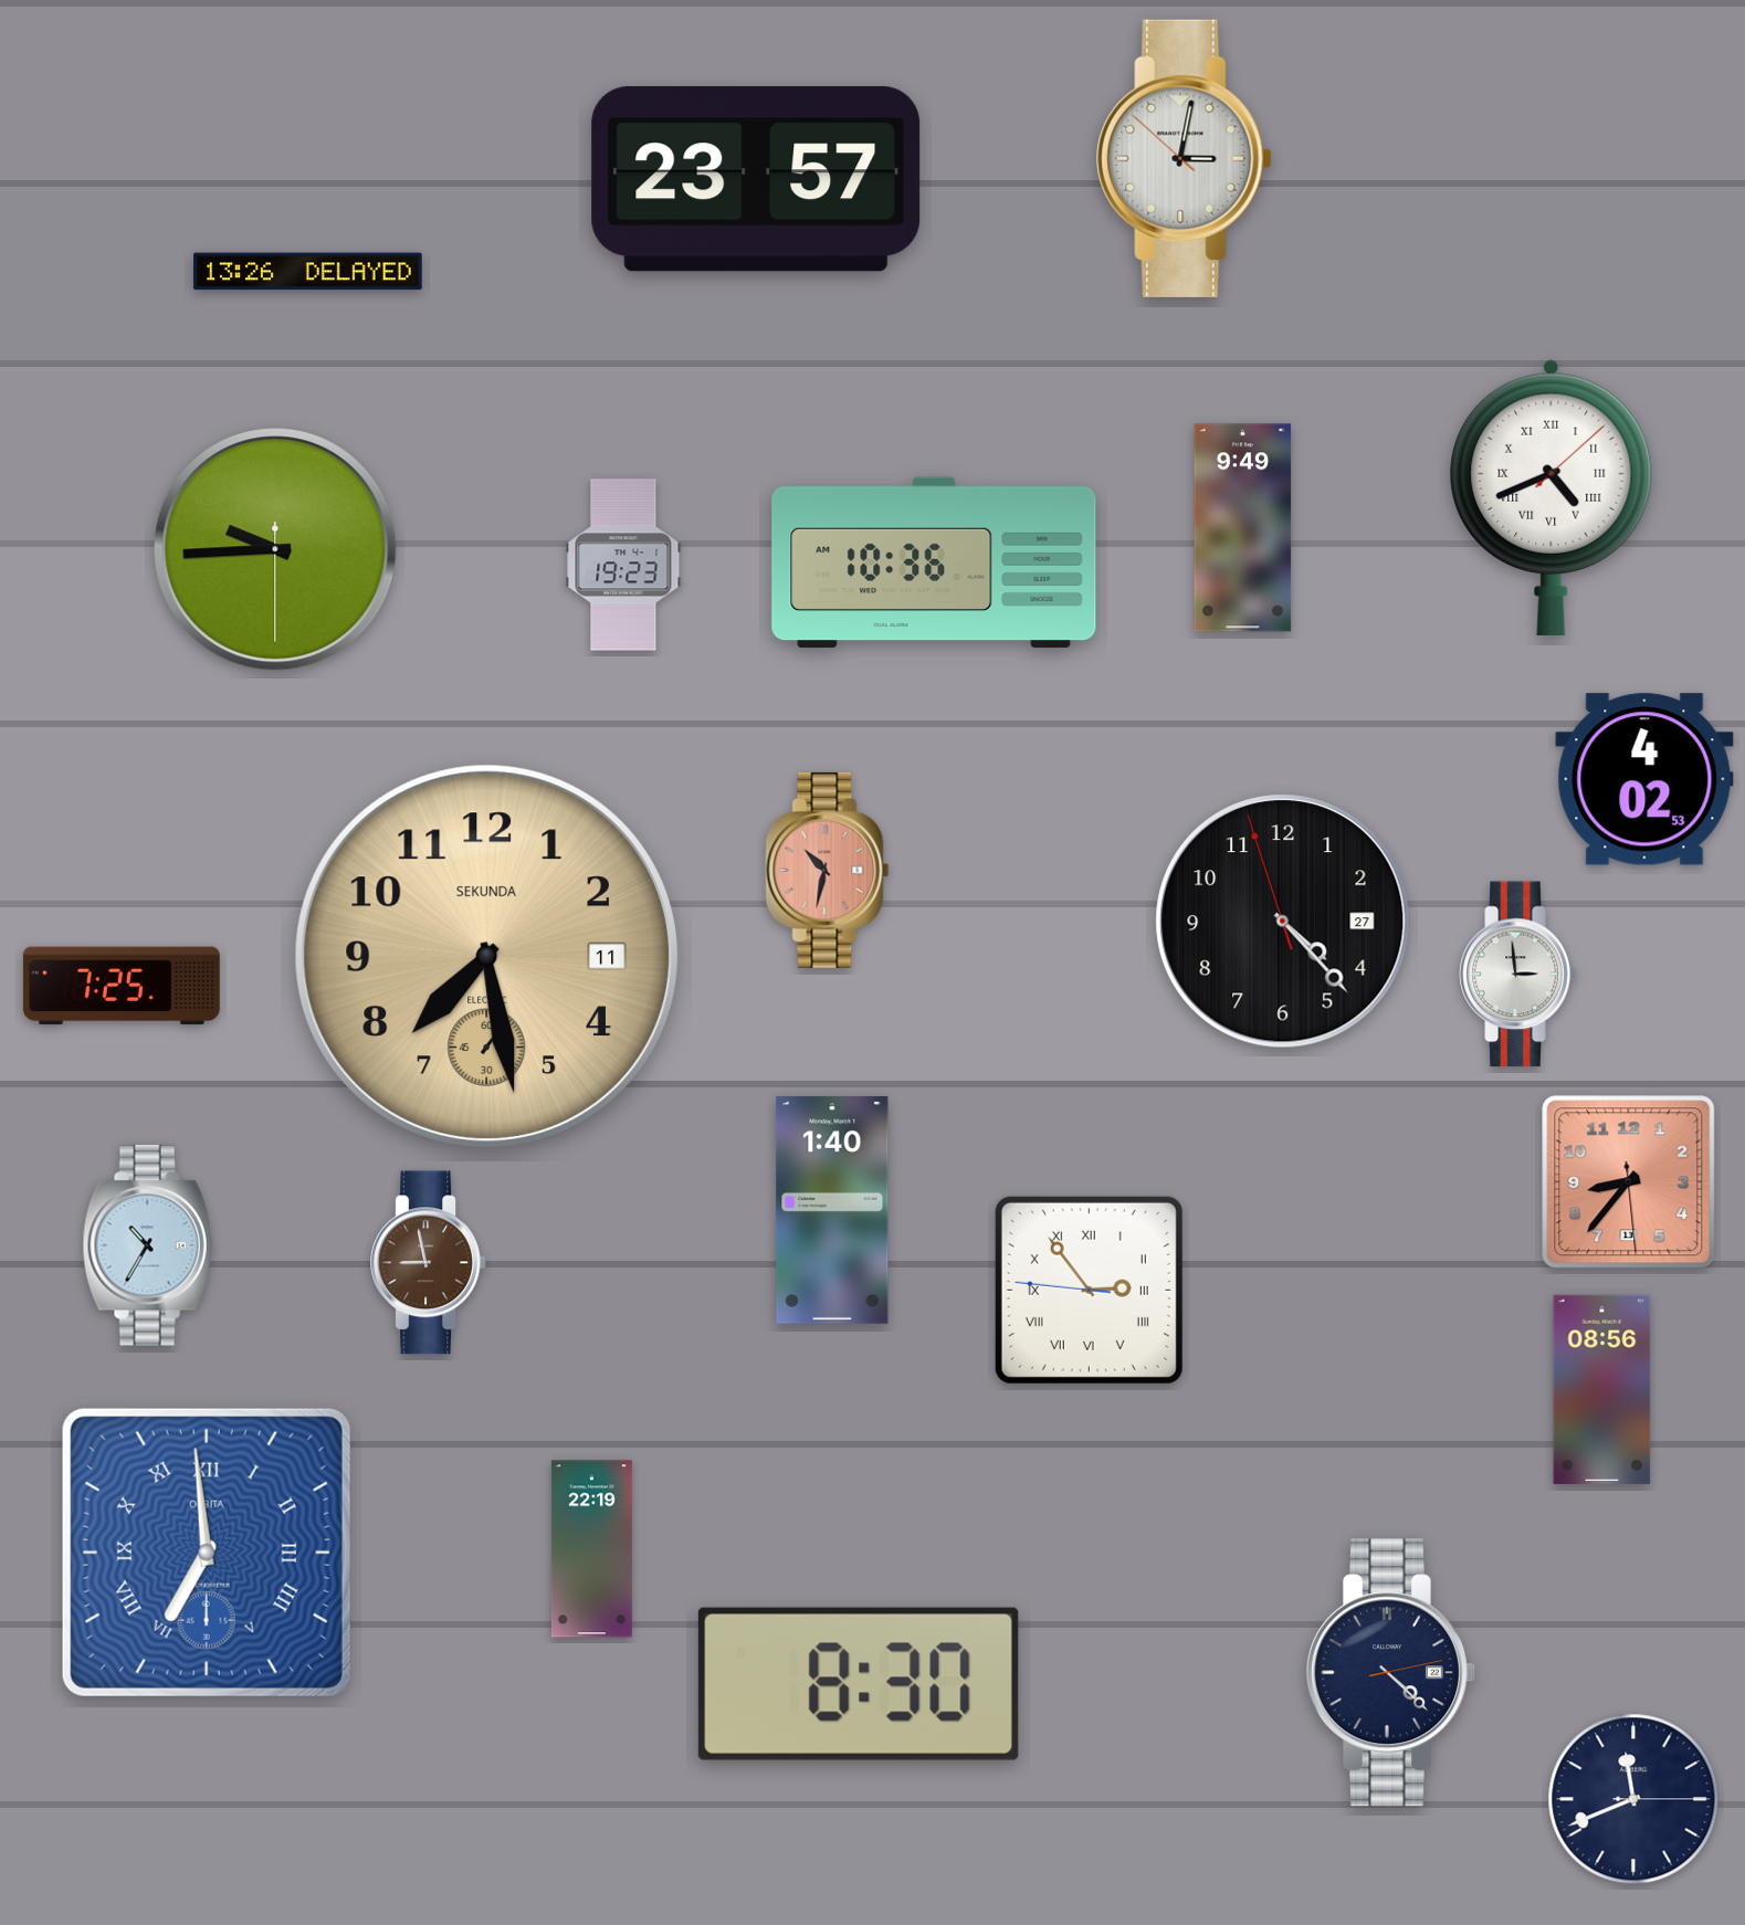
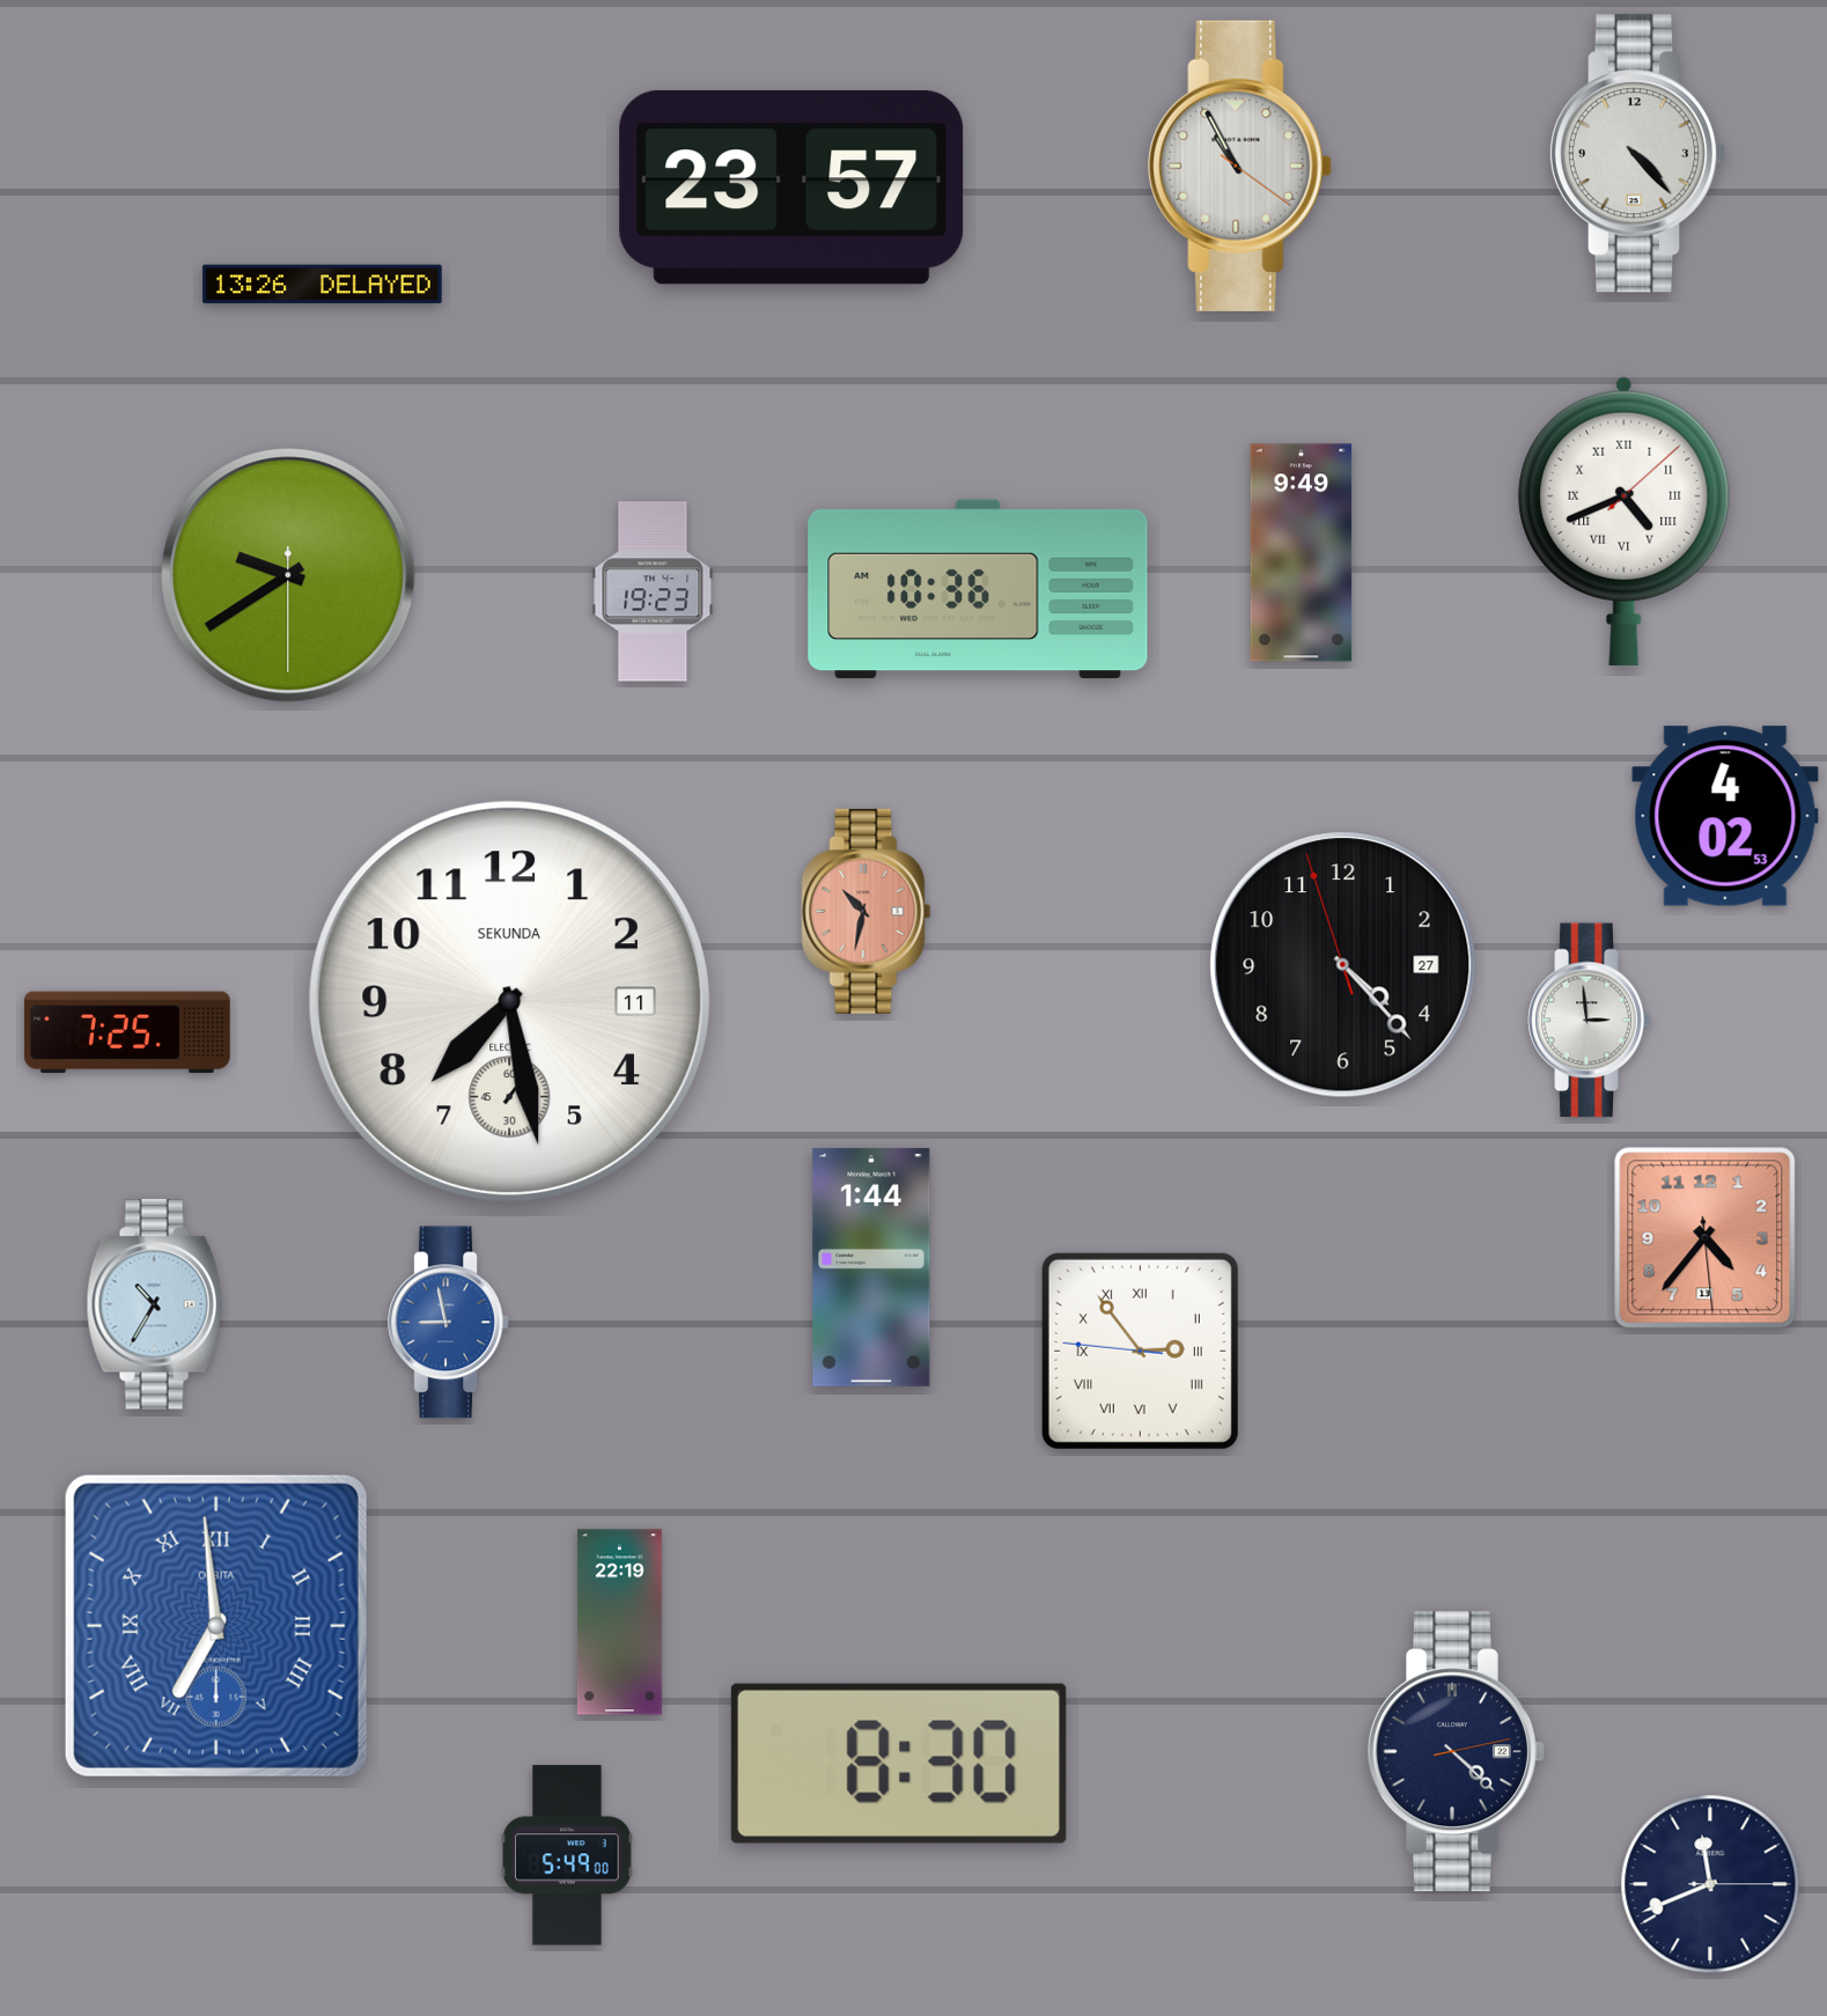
clock at (1637, 154): none -> 4:23
clock at (1185, 158): 3:01 -> 10:55
clock at (275, 549): 9:44 -> 9:39
clock at (1644, 779) position: (1644, 779) -> (1725, 816)
clock at (486, 956) dial: champagne -> white
clock at (1629, 1182): 8:36 -> 4:36
clock at (832, 1210): 1:40 -> 1:44
clock at (429, 1263) dial: brown -> blue
clock at (1602, 1389): 08:56 -> none
clock at (567, 1855): none -> 5:49
